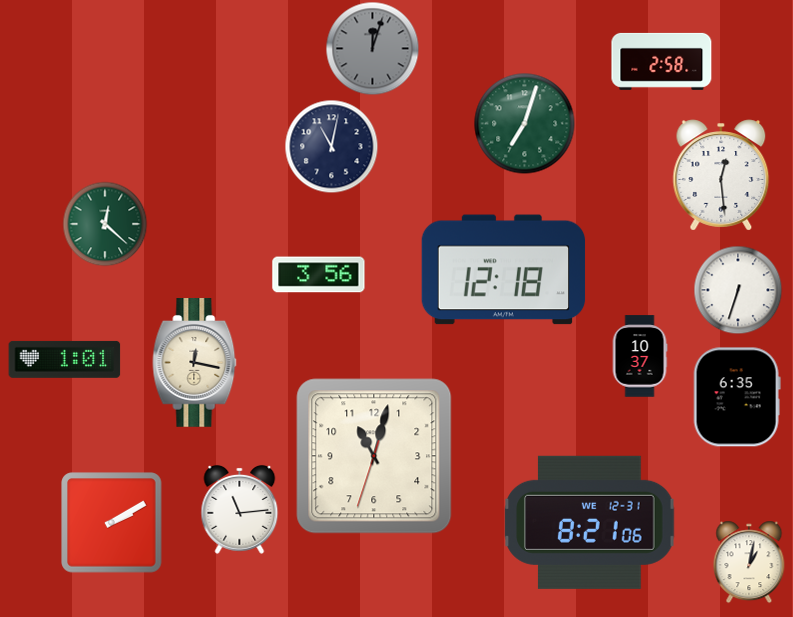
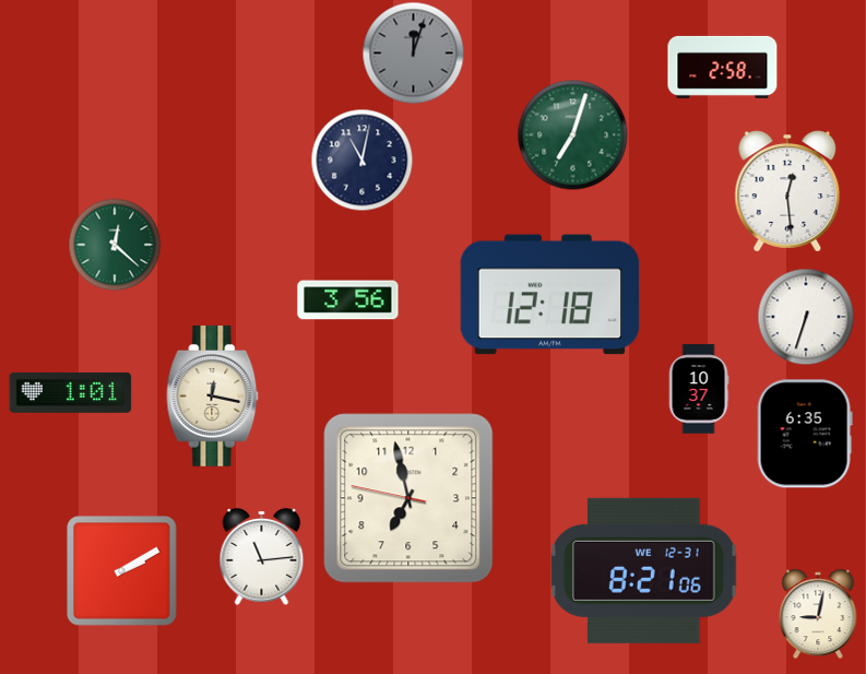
clock at (372, 48) position: (372, 48) -> (413, 52)
clock at (374, 456): 11:02 -> 6:57
clock at (749, 562): 1:02 -> 9:02
